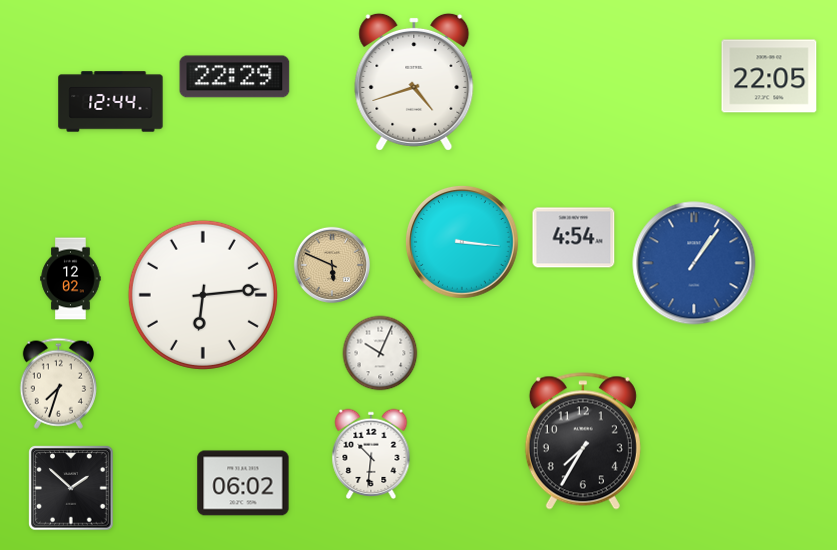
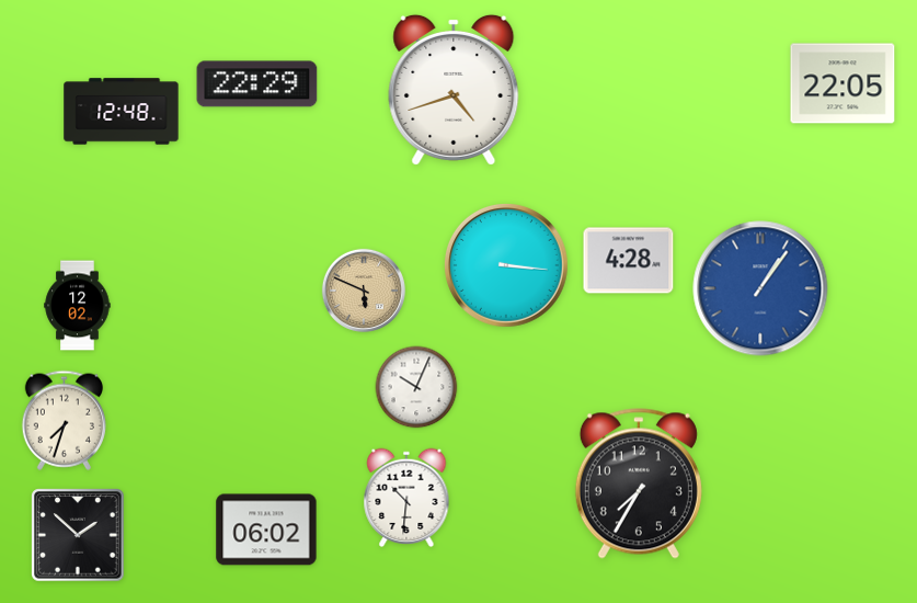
clock at (111, 102): 12:44 -> 12:48
clock at (574, 238): 4:54 -> 4:28
clock at (203, 295): 6:14 -> none
